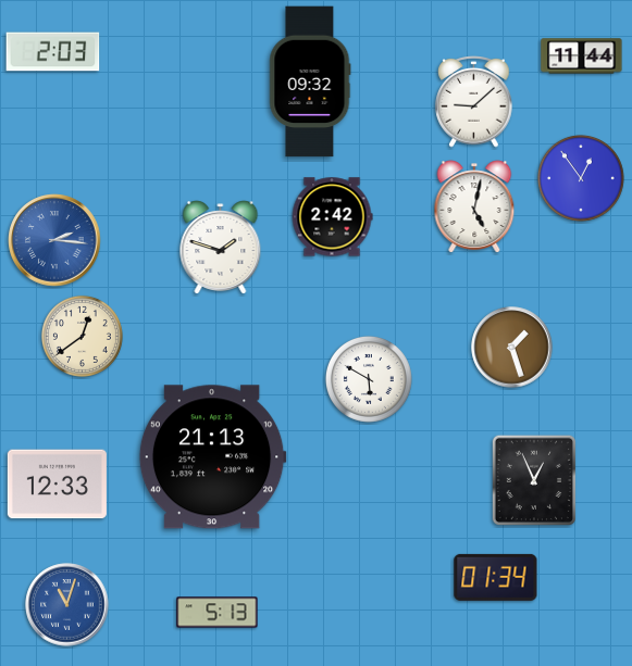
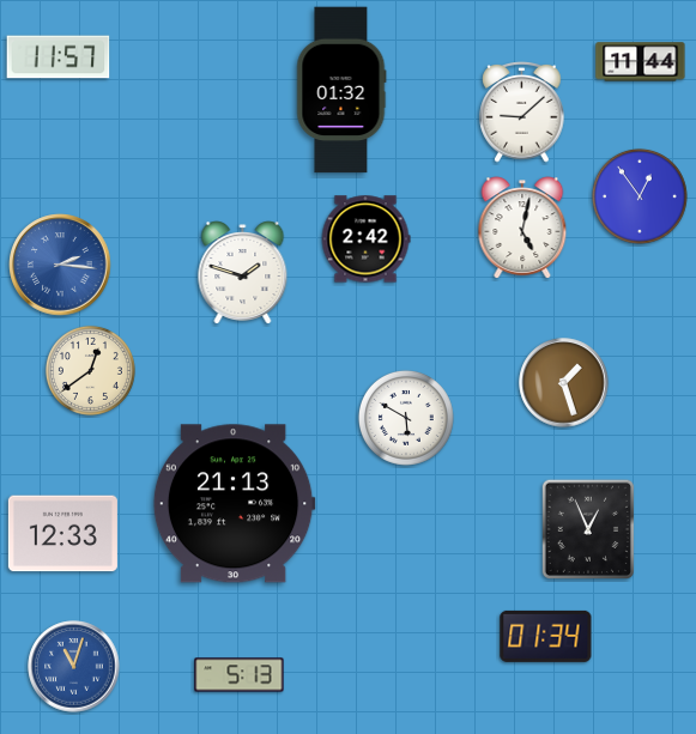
clock at (53, 52): 2:03 -> 11:57
clock at (310, 81): 09:32 -> 01:32
